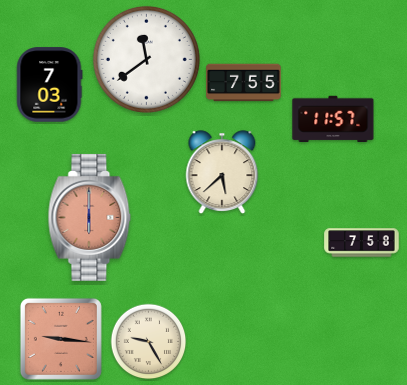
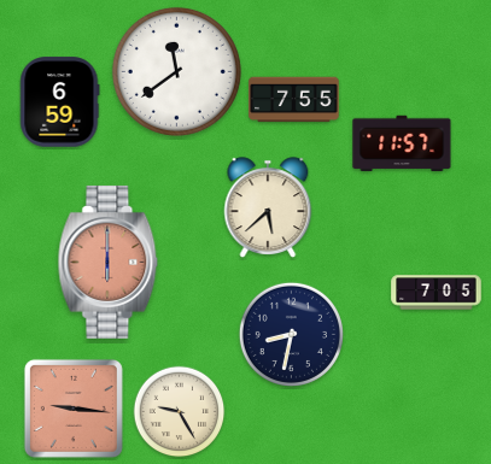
clock at (50, 85): 7:03 -> 6:59
clock at (362, 243): 7:58 -> 7:05
clock at (291, 334): none -> 8:32
